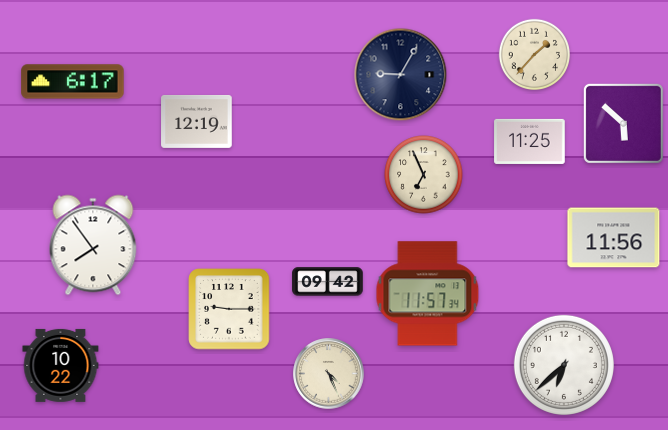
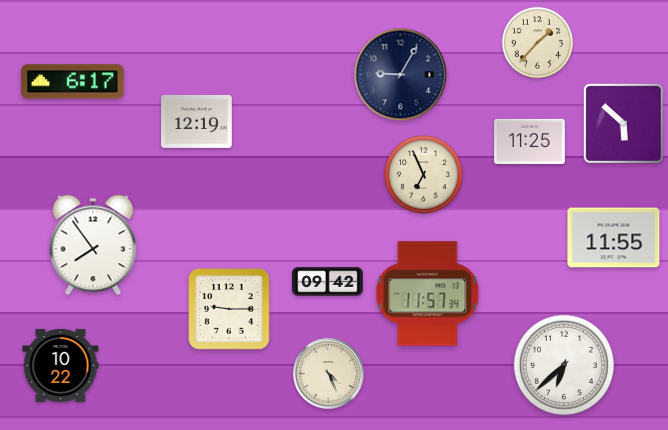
clock at (534, 54) position: (534, 54) -> (537, 42)
clock at (614, 238): 11:56 -> 11:55
